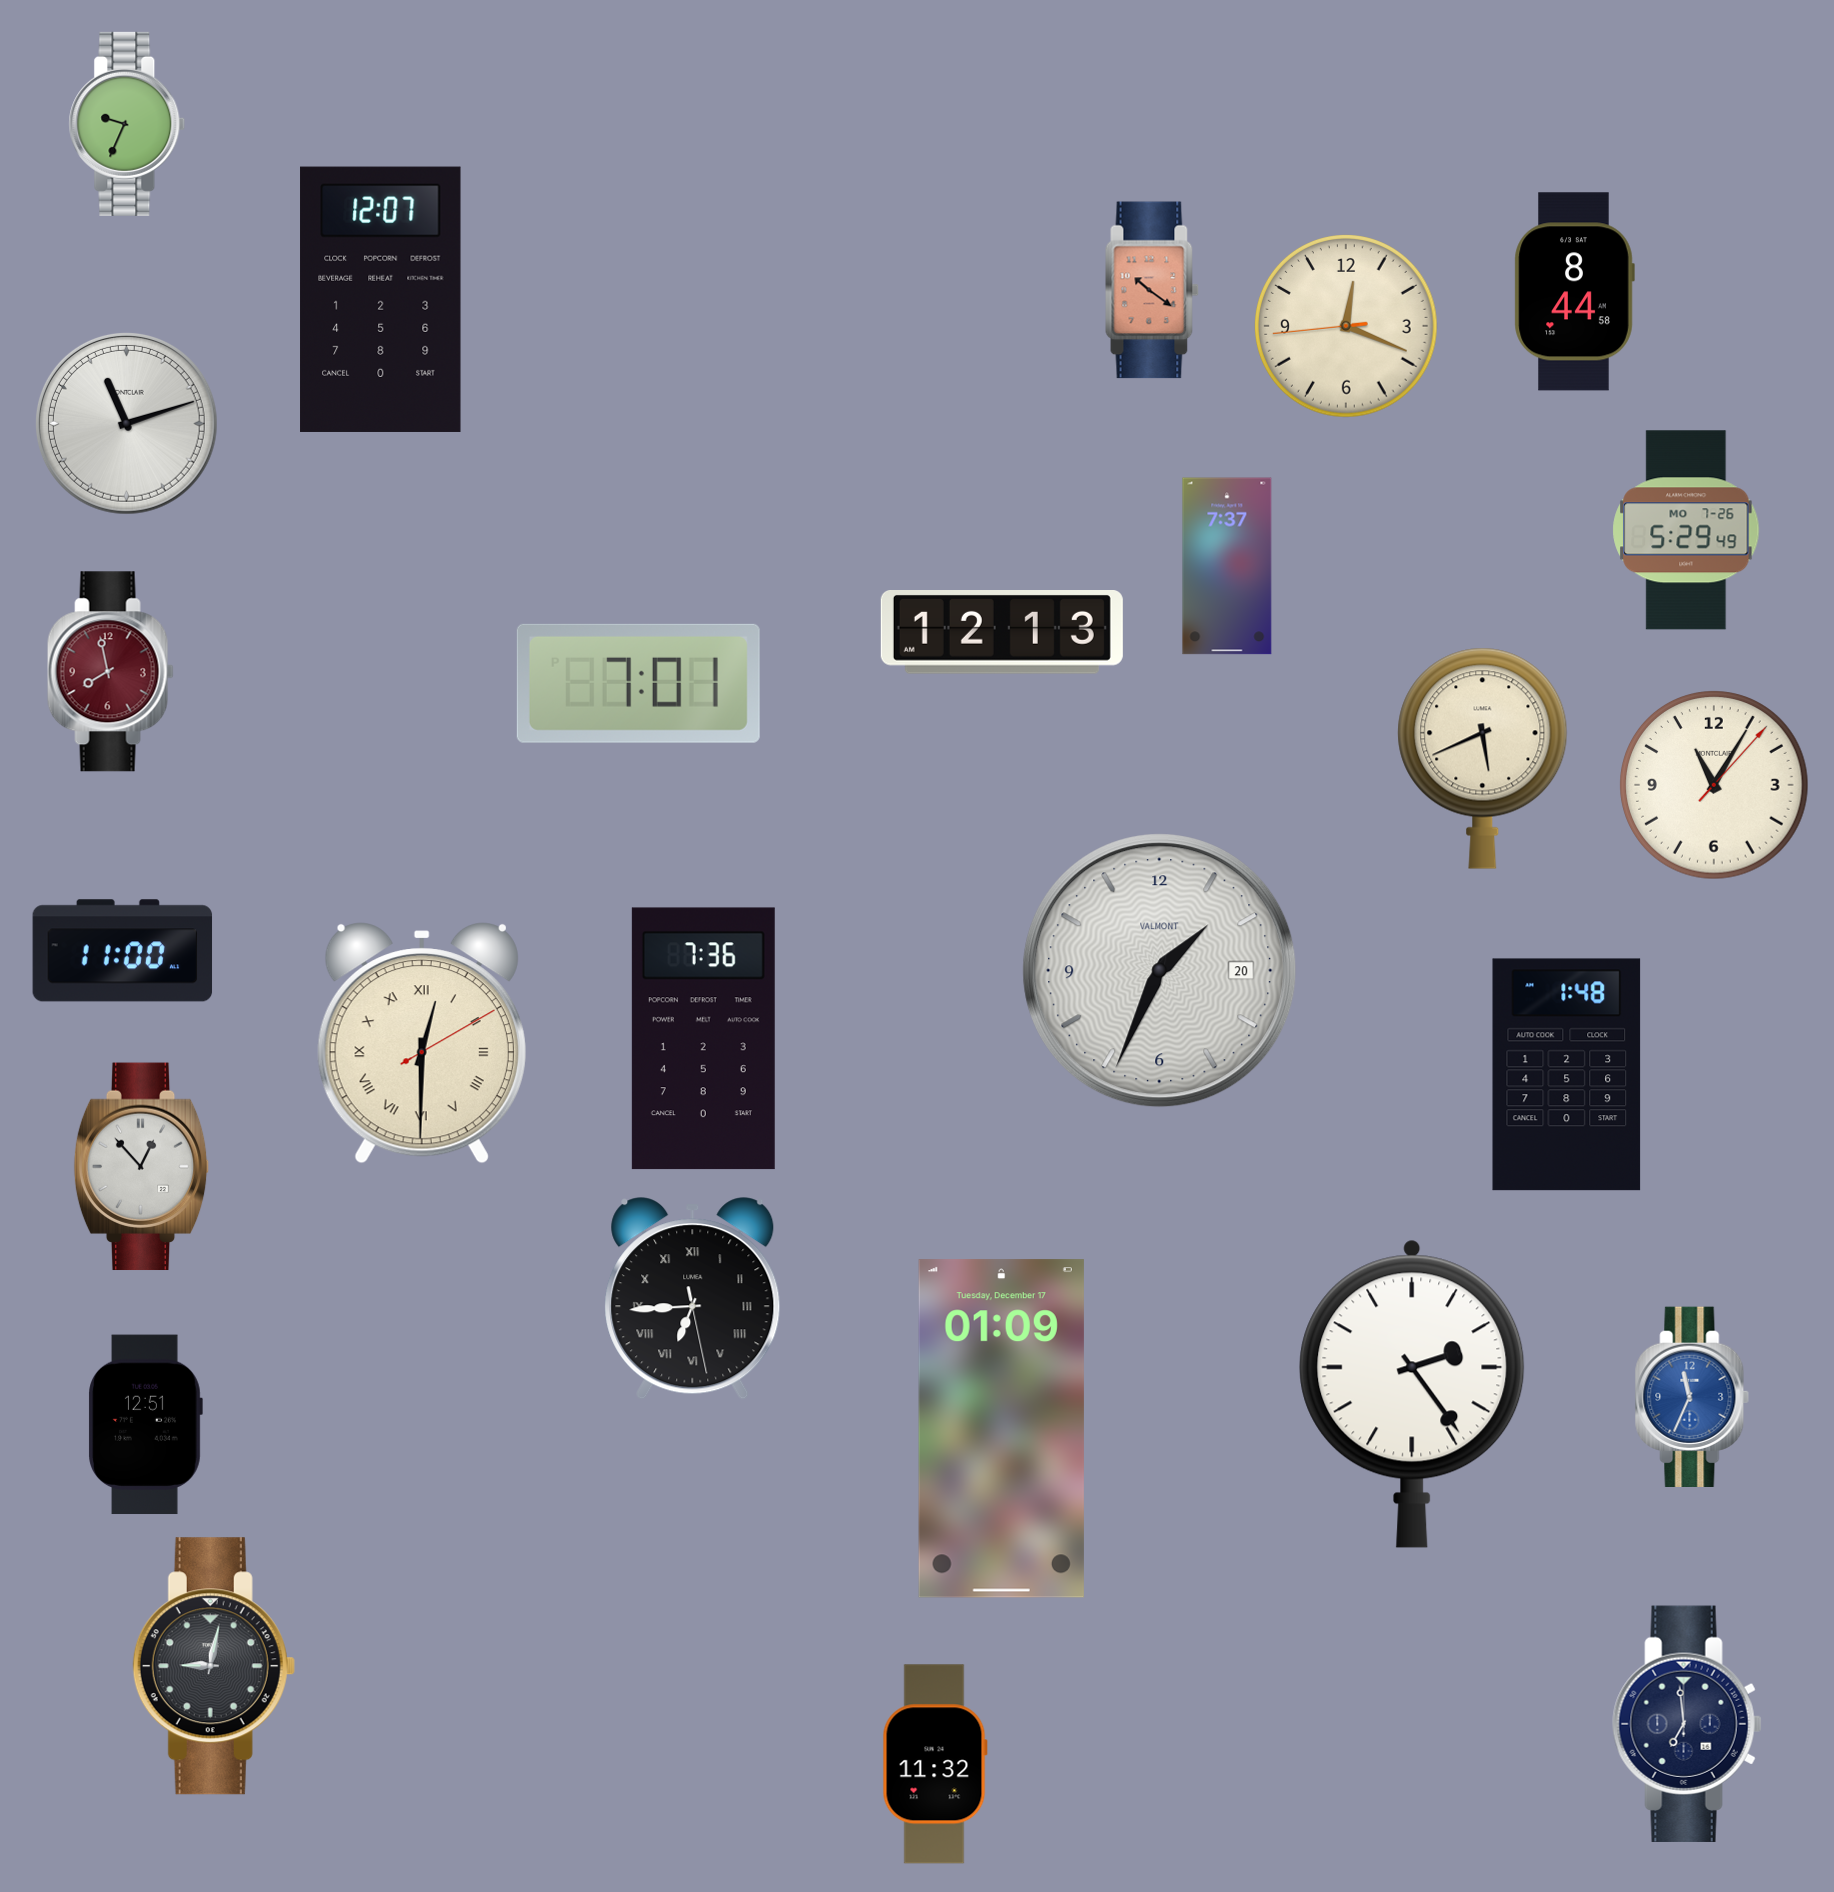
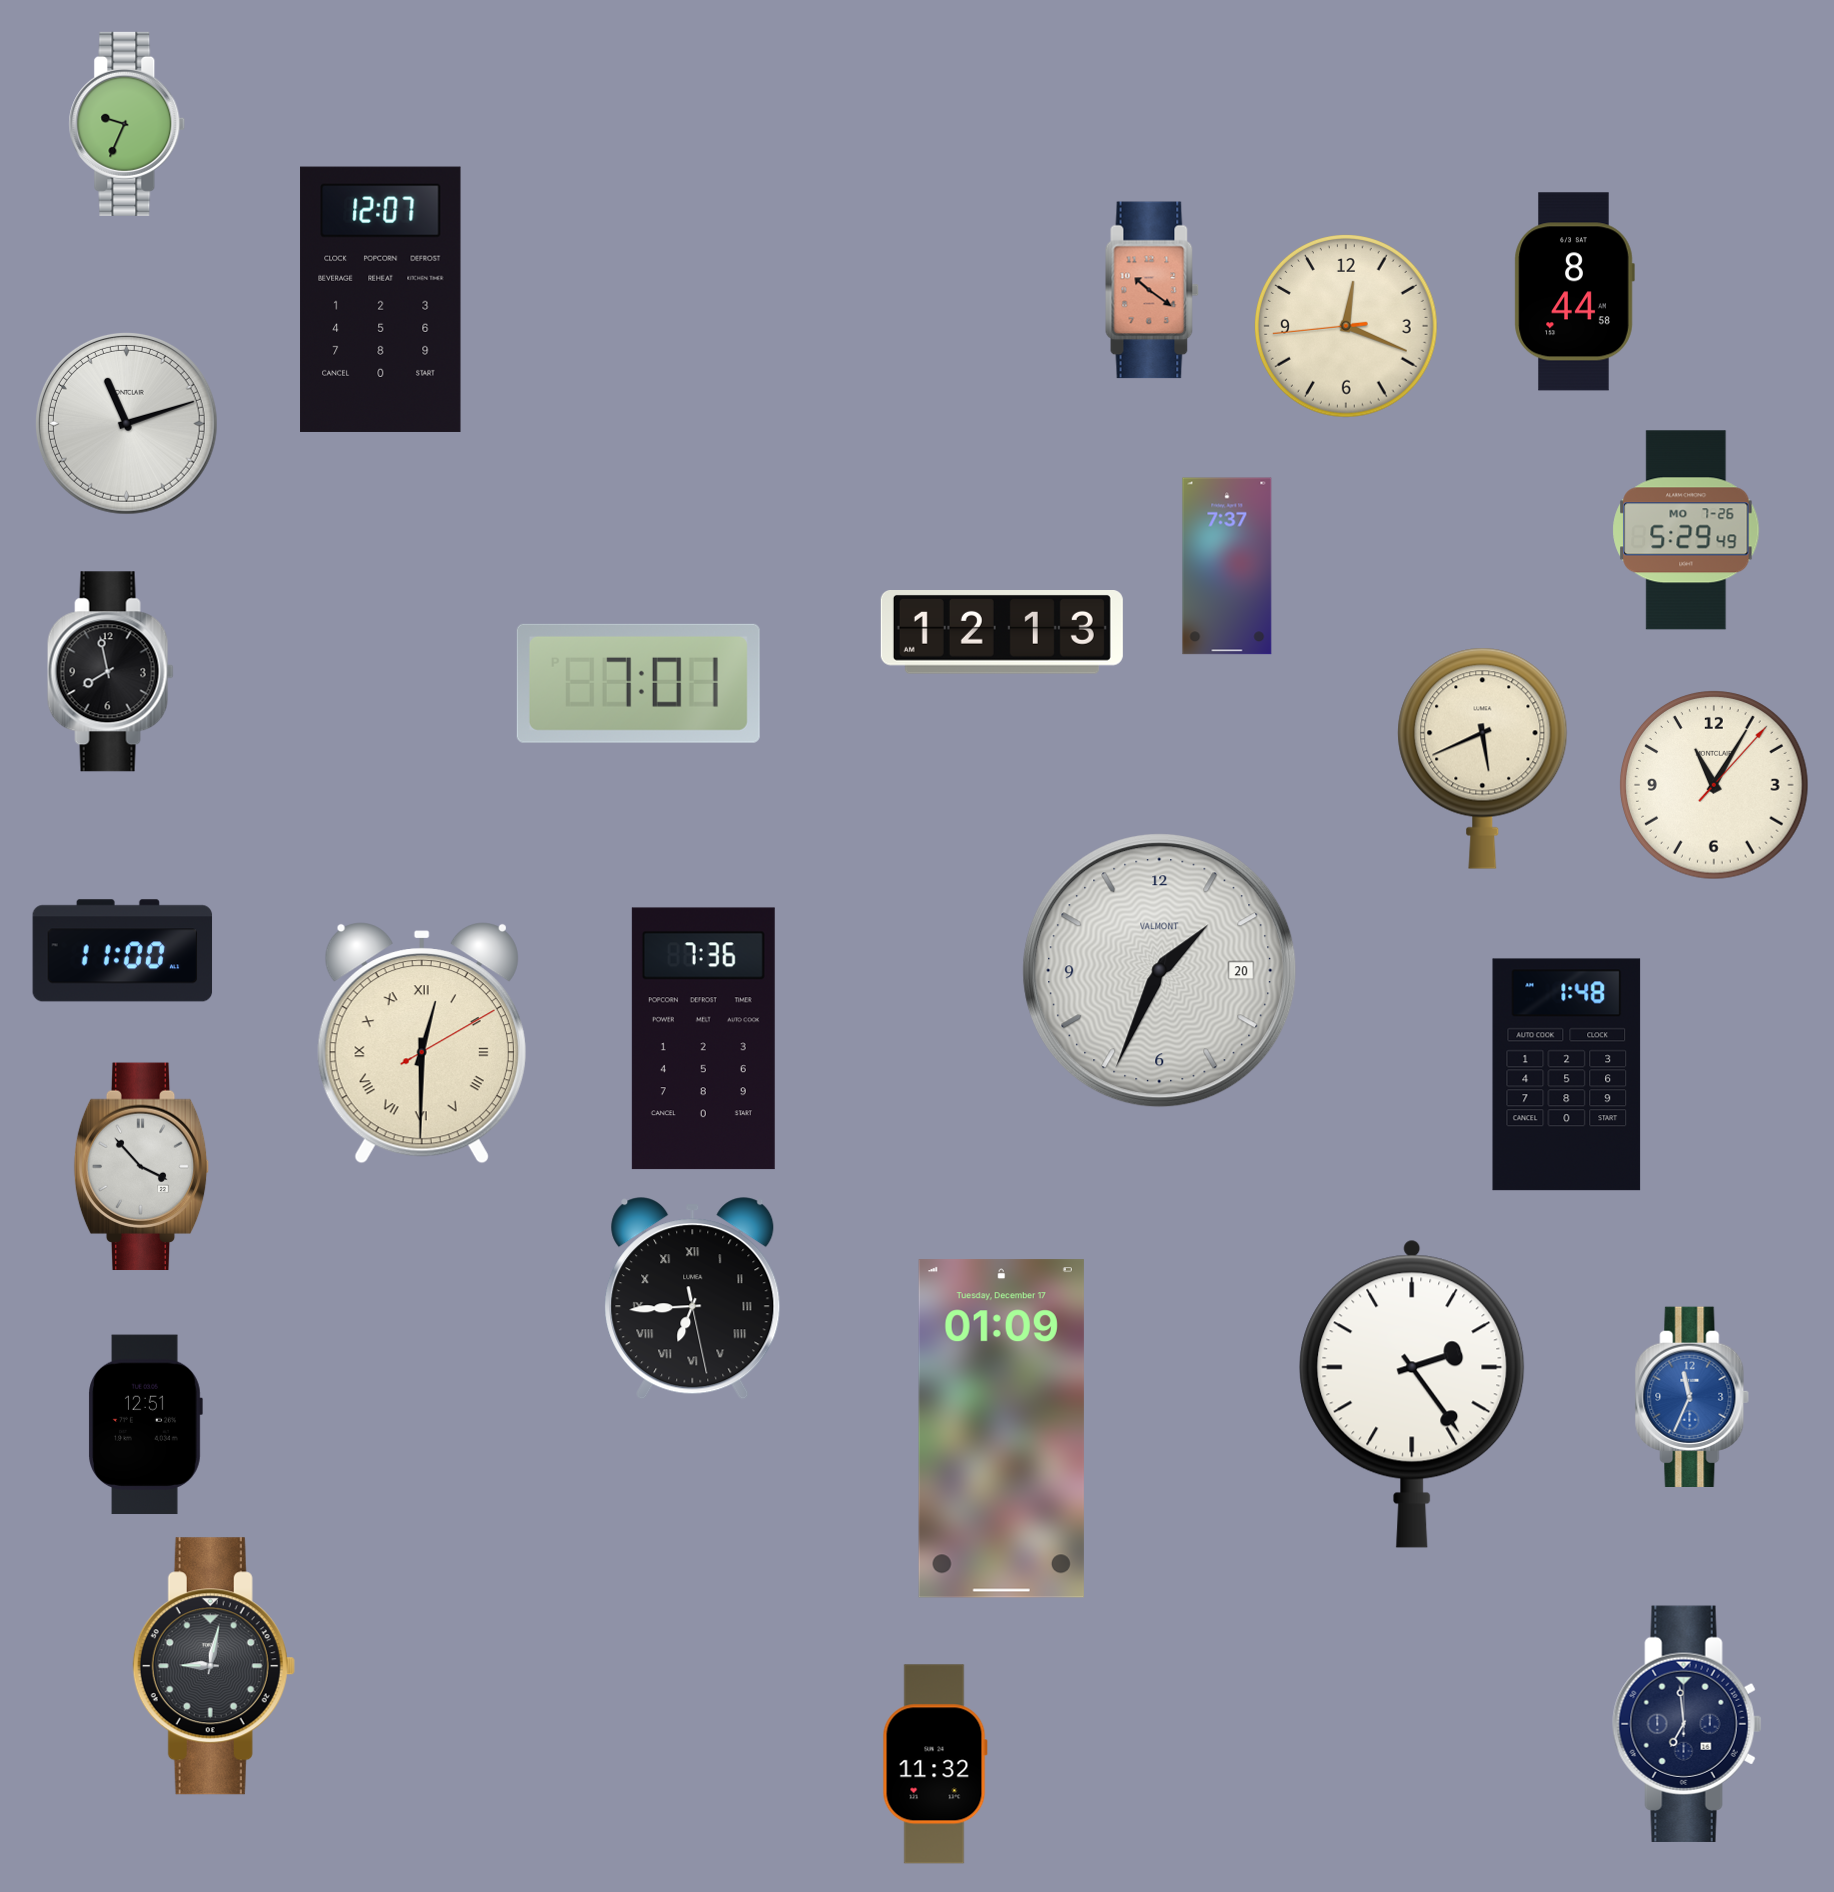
clock at (110, 672) dial: burgundy -> black
clock at (142, 1167): 12:53 -> 3:53
